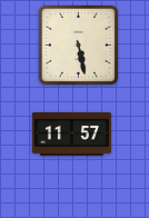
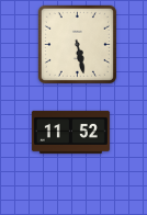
clock at (71, 133): 11:57 -> 11:52
